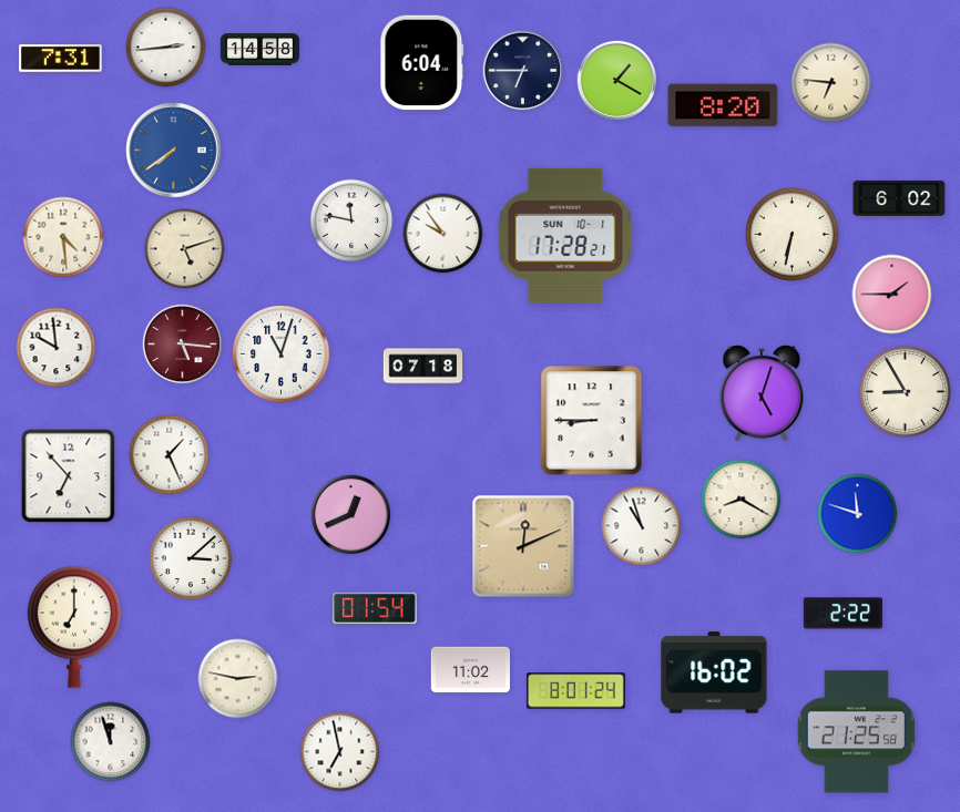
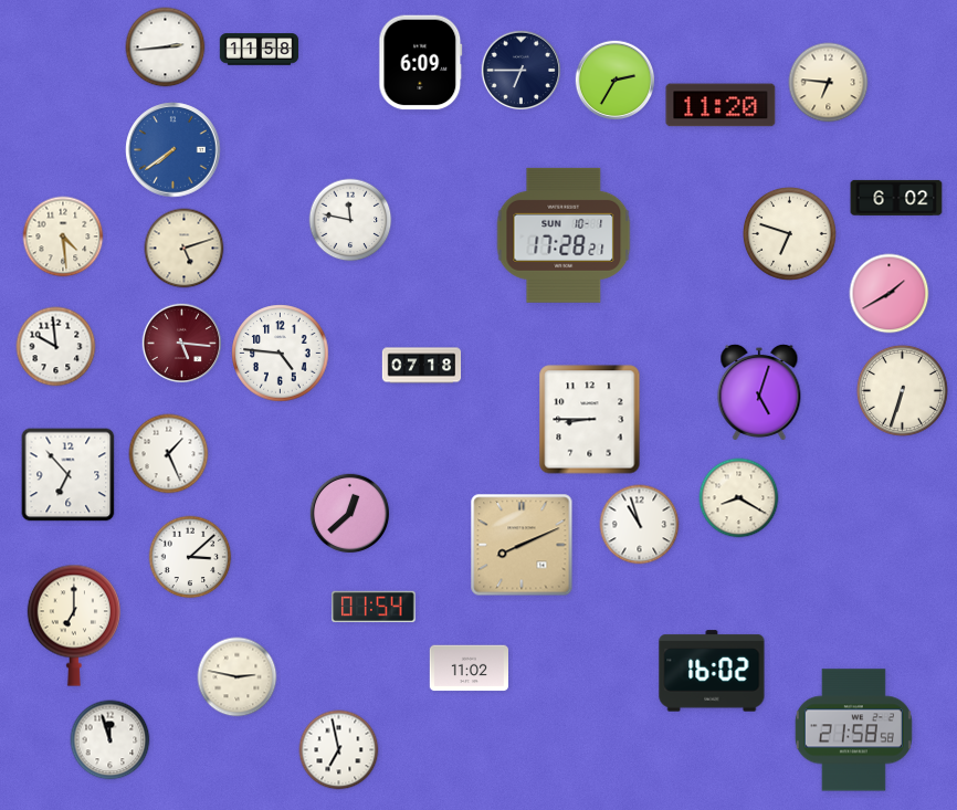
clock at (261, 50): 14:58 -> 11:58
clock at (61, 59): 7:31 -> none
clock at (422, 63): 6:04 -> 6:09
clock at (617, 81): 1:20 -> 2:35
clock at (723, 105): 8:20 -> 11:20
clock at (443, 234): 9:54 -> none
clock at (793, 235): 6:32 -> 6:48
clock at (892, 295): 1:45 -> 1:40
clock at (282, 354): 11:03 -> 4:46
clock at (905, 391): 8:55 -> 6:33
clock at (858, 514): 11:48 -> none
clock at (351, 515): 12:41 -> 12:38
clock at (523, 546): 12:11 -> 8:11
clock at (842, 614): 2:22 -> none
clock at (575, 691): 8:01 -> none
clock at (856, 732): 21:25 -> 21:58
